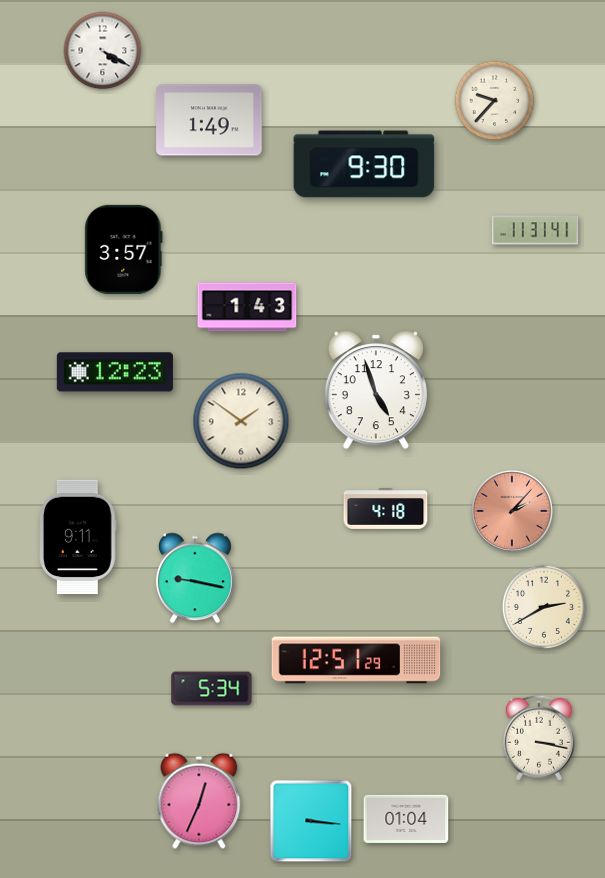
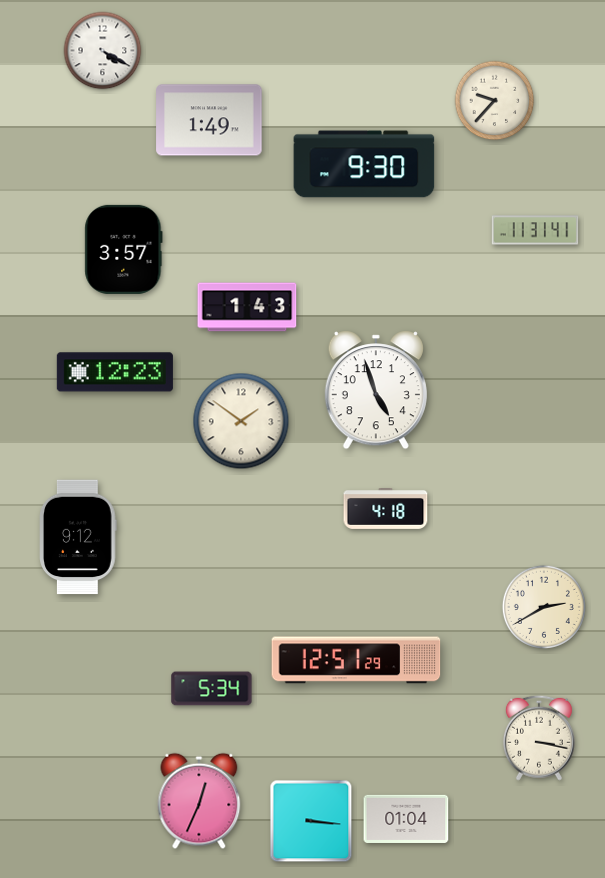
clock at (512, 511): 2:07 -> none
clock at (78, 537): 9:11 -> 9:12
clock at (195, 578): 9:17 -> none
